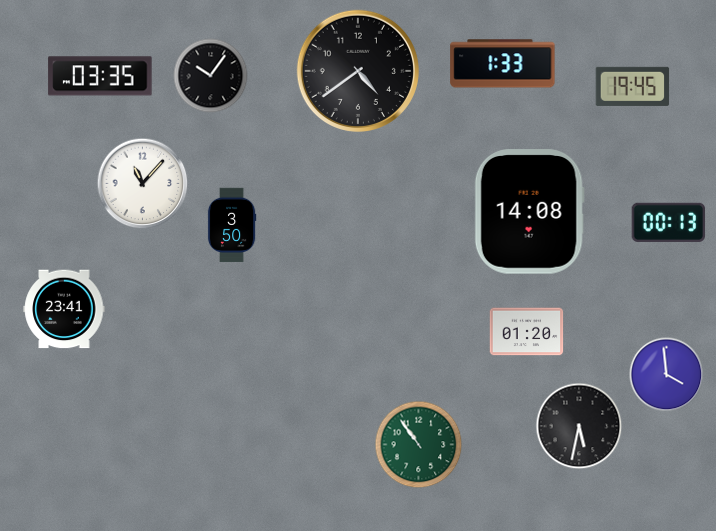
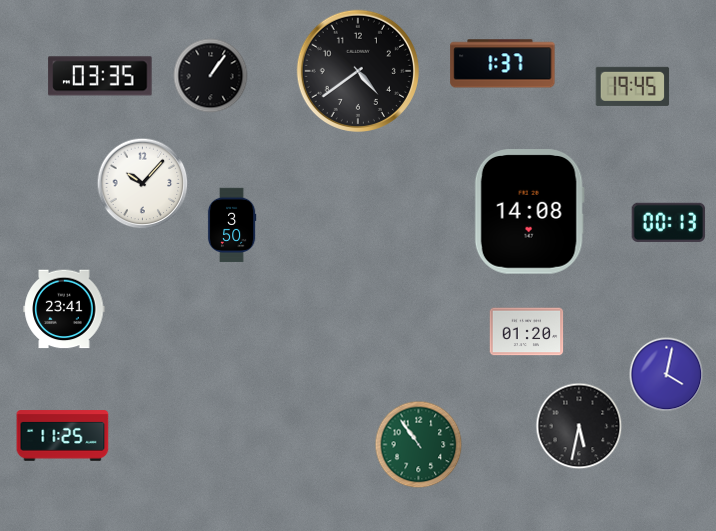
clock at (503, 64): 1:33 -> 1:37
clock at (211, 76): 10:06 -> 1:06
clock at (143, 184): 11:07 -> 10:07
clock at (667, 375): 3:59 -> 4:02
clock at (63, 436): none -> 11:25
